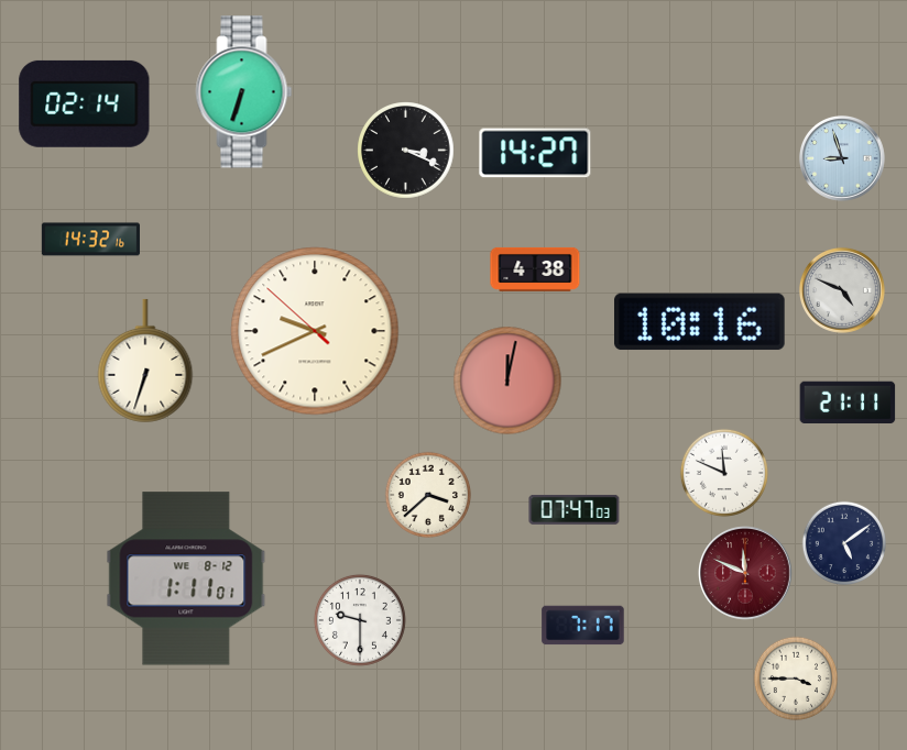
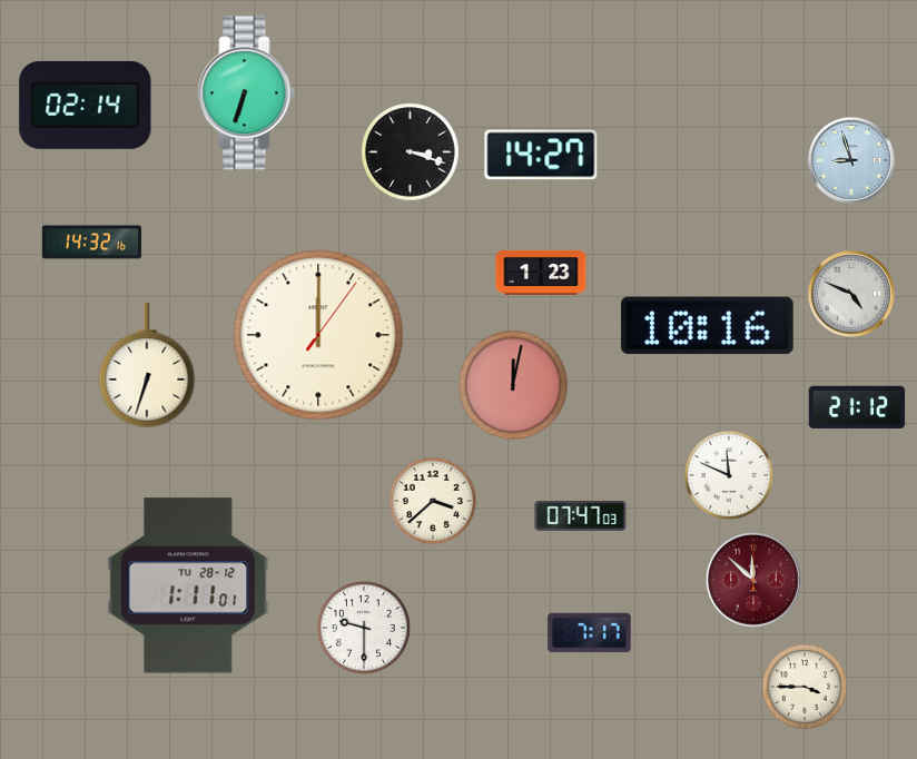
clock at (406, 151): 3:19 -> 3:18
clock at (535, 269): 4:38 -> 1:23
clock at (315, 331): 9:40 -> 12:00
clock at (848, 402): 21:11 -> 21:12
clock at (724, 473) position: (724, 473) -> (729, 475)
clock at (844, 543): 5:09 -> none
clock at (745, 573): 11:49 -> 11:52
clock at (186, 578) date: WE 8-12 -> TU 28-12
